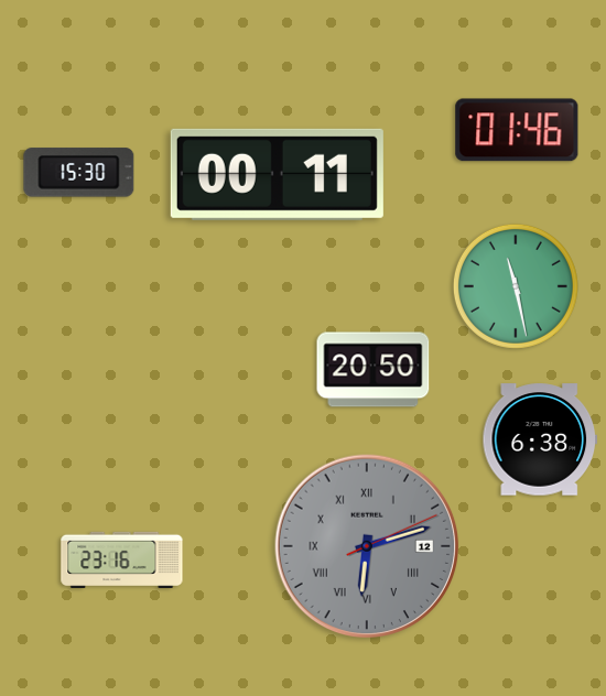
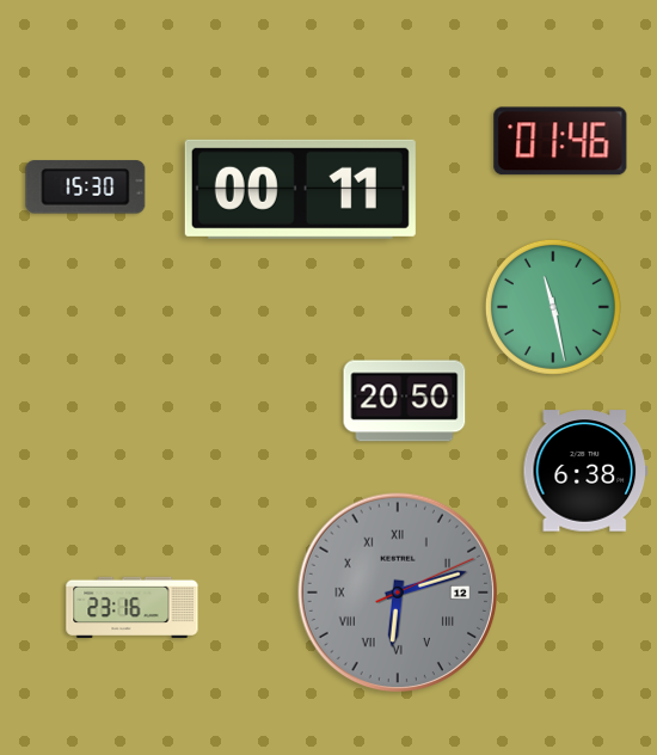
clock at (516, 286) position: (516, 286) -> (553, 307)
clock at (540, 439) position: (540, 439) -> (585, 471)
